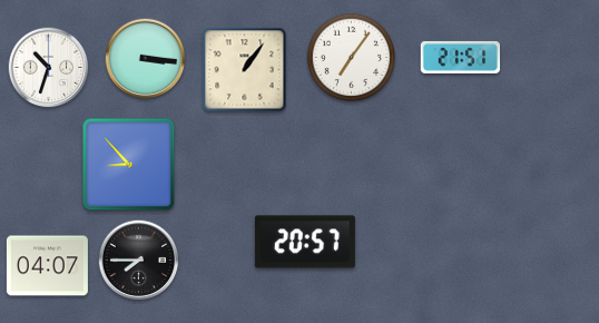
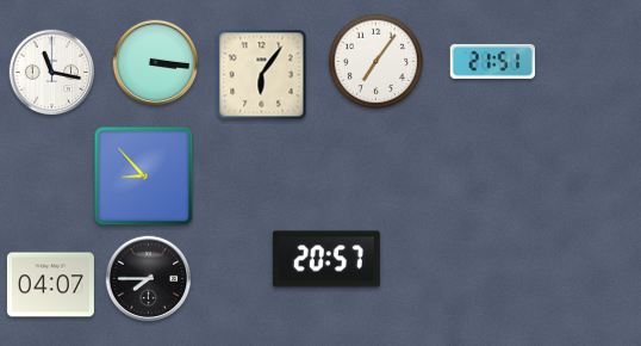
clock at (49, 68): 10:33 -> 11:17
clock at (245, 70): 1:06 -> 6:06
clock at (129, 165) position: (129, 165) -> (144, 177)
